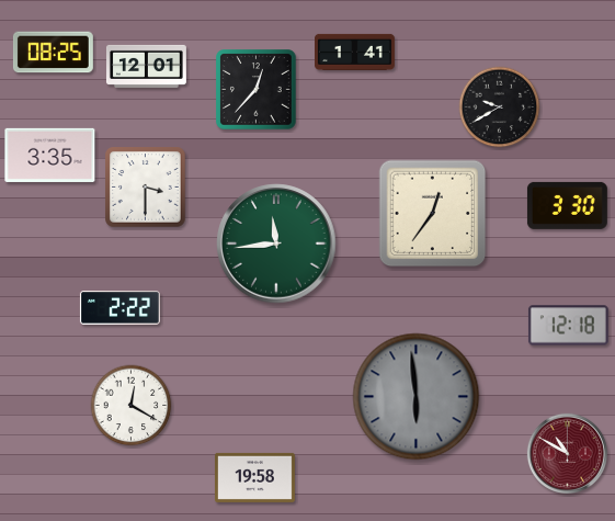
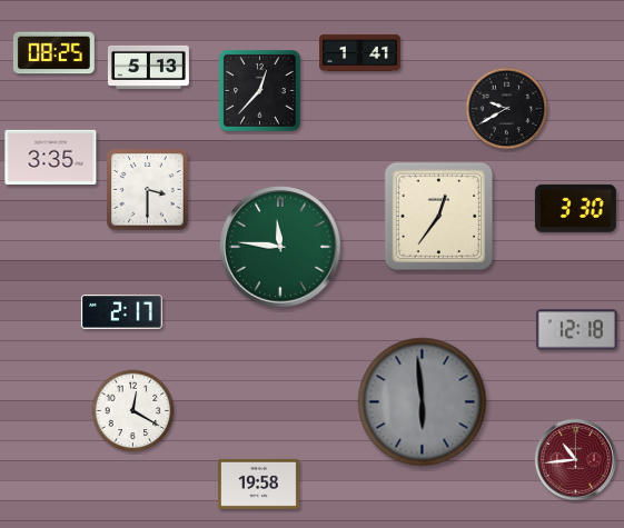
clock at (146, 66): 12:01 -> 5:13
clock at (276, 243): 11:44 -> 11:46
clock at (119, 308): 2:22 -> 2:17
clock at (567, 453): 10:50 -> 10:44
